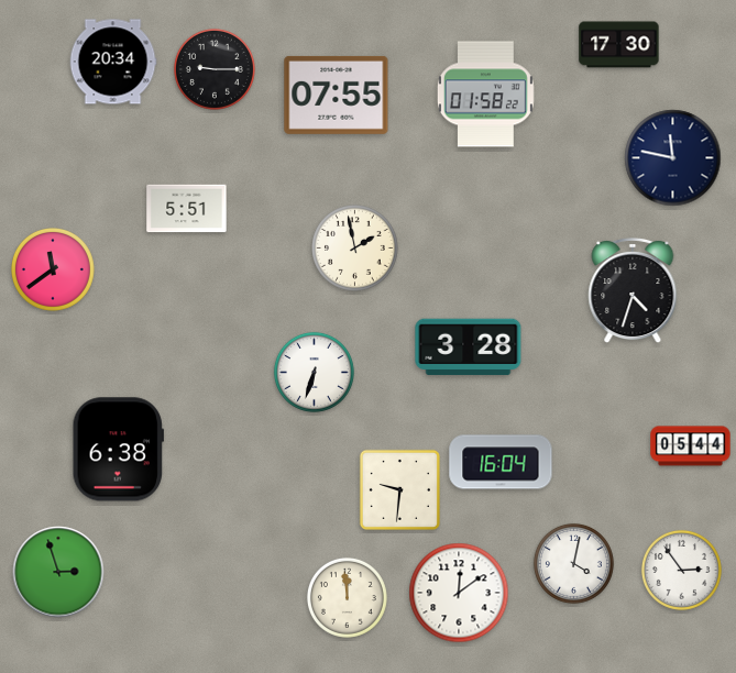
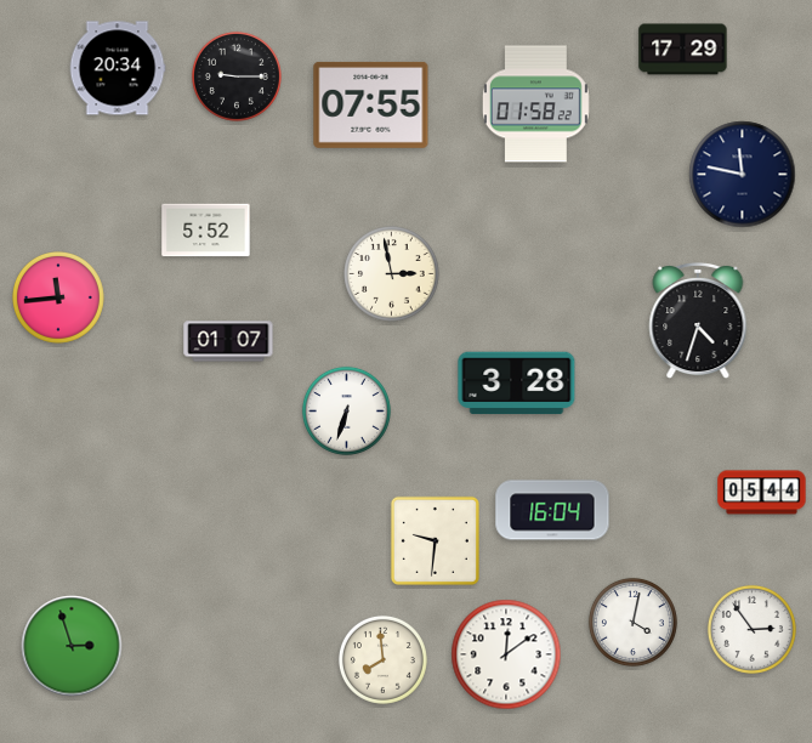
clock at (619, 45): 17:30 -> 17:29
clock at (113, 62) position: (113, 62) -> (118, 68)
clock at (187, 209): 5:51 -> 5:52
clock at (355, 249): 1:58 -> 2:58
clock at (54, 271): 11:39 -> 11:44
clock at (228, 341): none -> 01:07
clock at (118, 450): 6:38 -> none
clock at (399, 489) position: (399, 489) -> (435, 540)
clock at (58, 572) position: (58, 572) -> (72, 646)
clock at (347, 597): 11:59 -> 7:59
